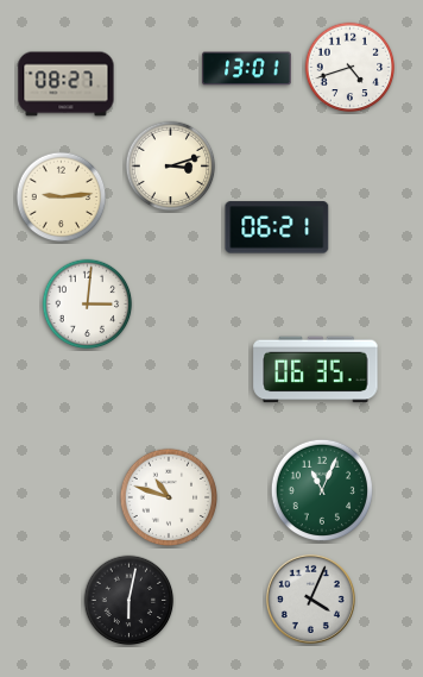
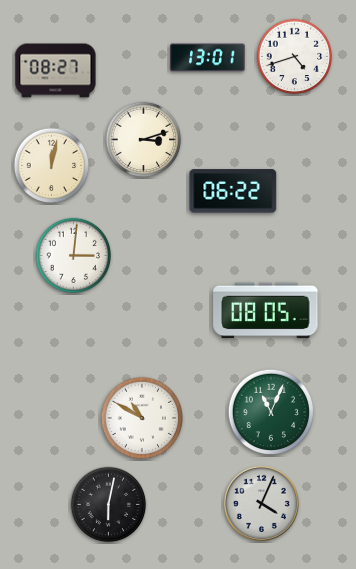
clock at (62, 198): 9:14 -> 12:02
clock at (277, 227): 06:21 -> 06:22
clock at (316, 370): 06:35 -> 08:05
clock at (169, 497): 10:48 -> 10:50
